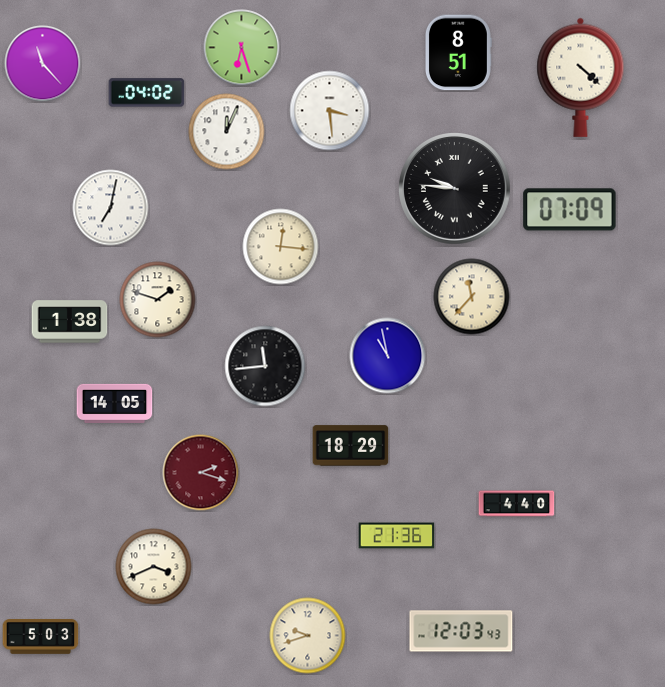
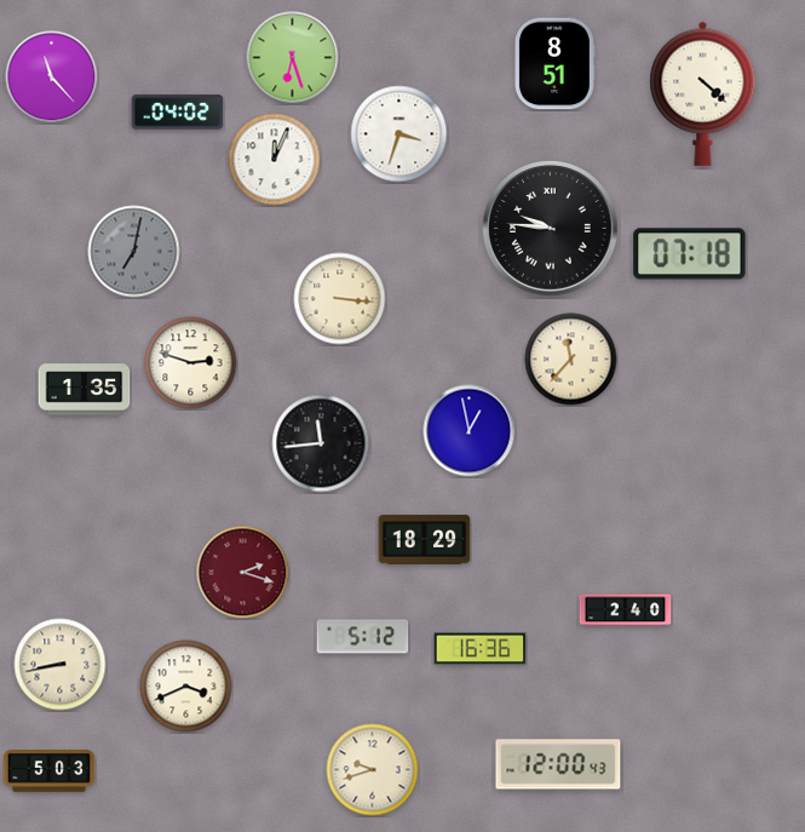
clock at (330, 111): 3:29 -> 3:33
clock at (111, 208) dial: white -> grey
clock at (570, 210): 07:09 -> 07:18
clock at (281, 247): 12:16 -> 3:16
clock at (158, 300): 1:48 -> 2:48
clock at (70, 322): 1:38 -> 1:35
clock at (388, 356): 10:58 -> 12:58
clock at (115, 403): 14:05 -> none
clock at (517, 504): 4:40 -> 2:40
clock at (363, 637): none -> 5:12
clock at (397, 536): 21:36 -> 16:36
clock at (61, 665): none -> 8:43
clock at (461, 631): 12:03 -> 12:00
